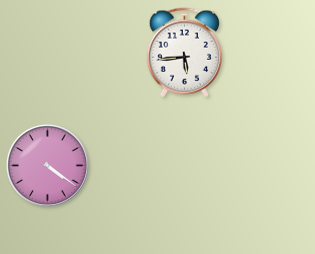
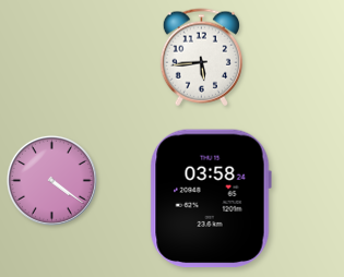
clock at (211, 198): none -> 03:58
